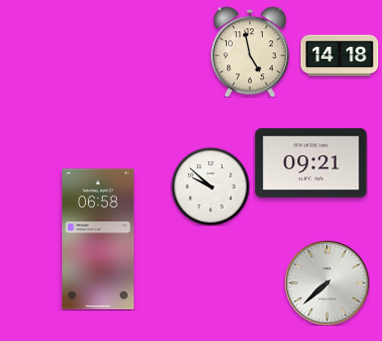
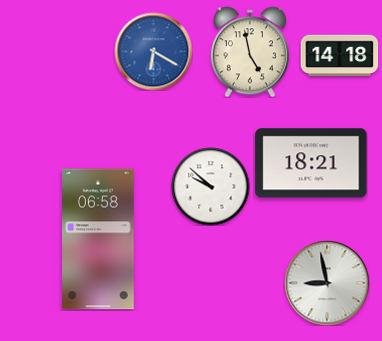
clock at (153, 51): none -> 6:20
clock at (311, 163): 09:21 -> 18:21
clock at (327, 283): 7:38 -> 8:58
